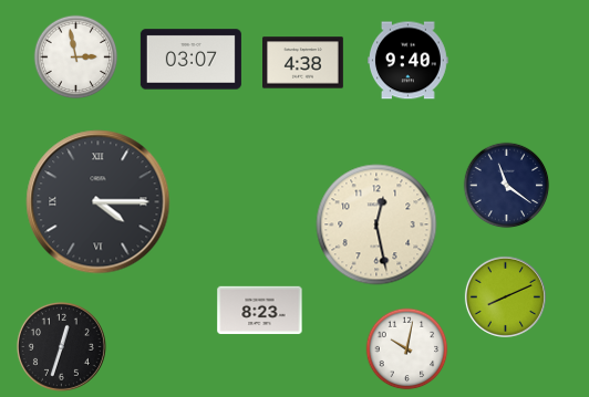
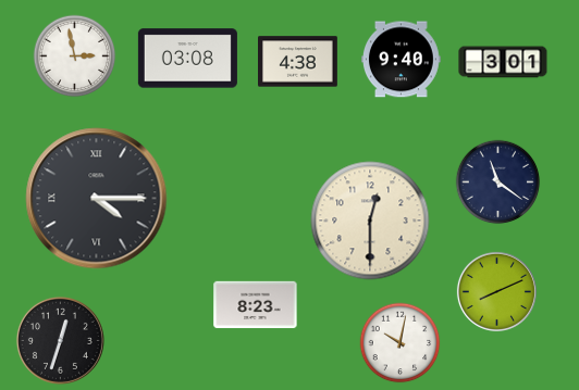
clock at (190, 60): 03:07 -> 03:08
clock at (503, 62): none -> 3:01
clock at (376, 224): 12:28 -> 12:30
